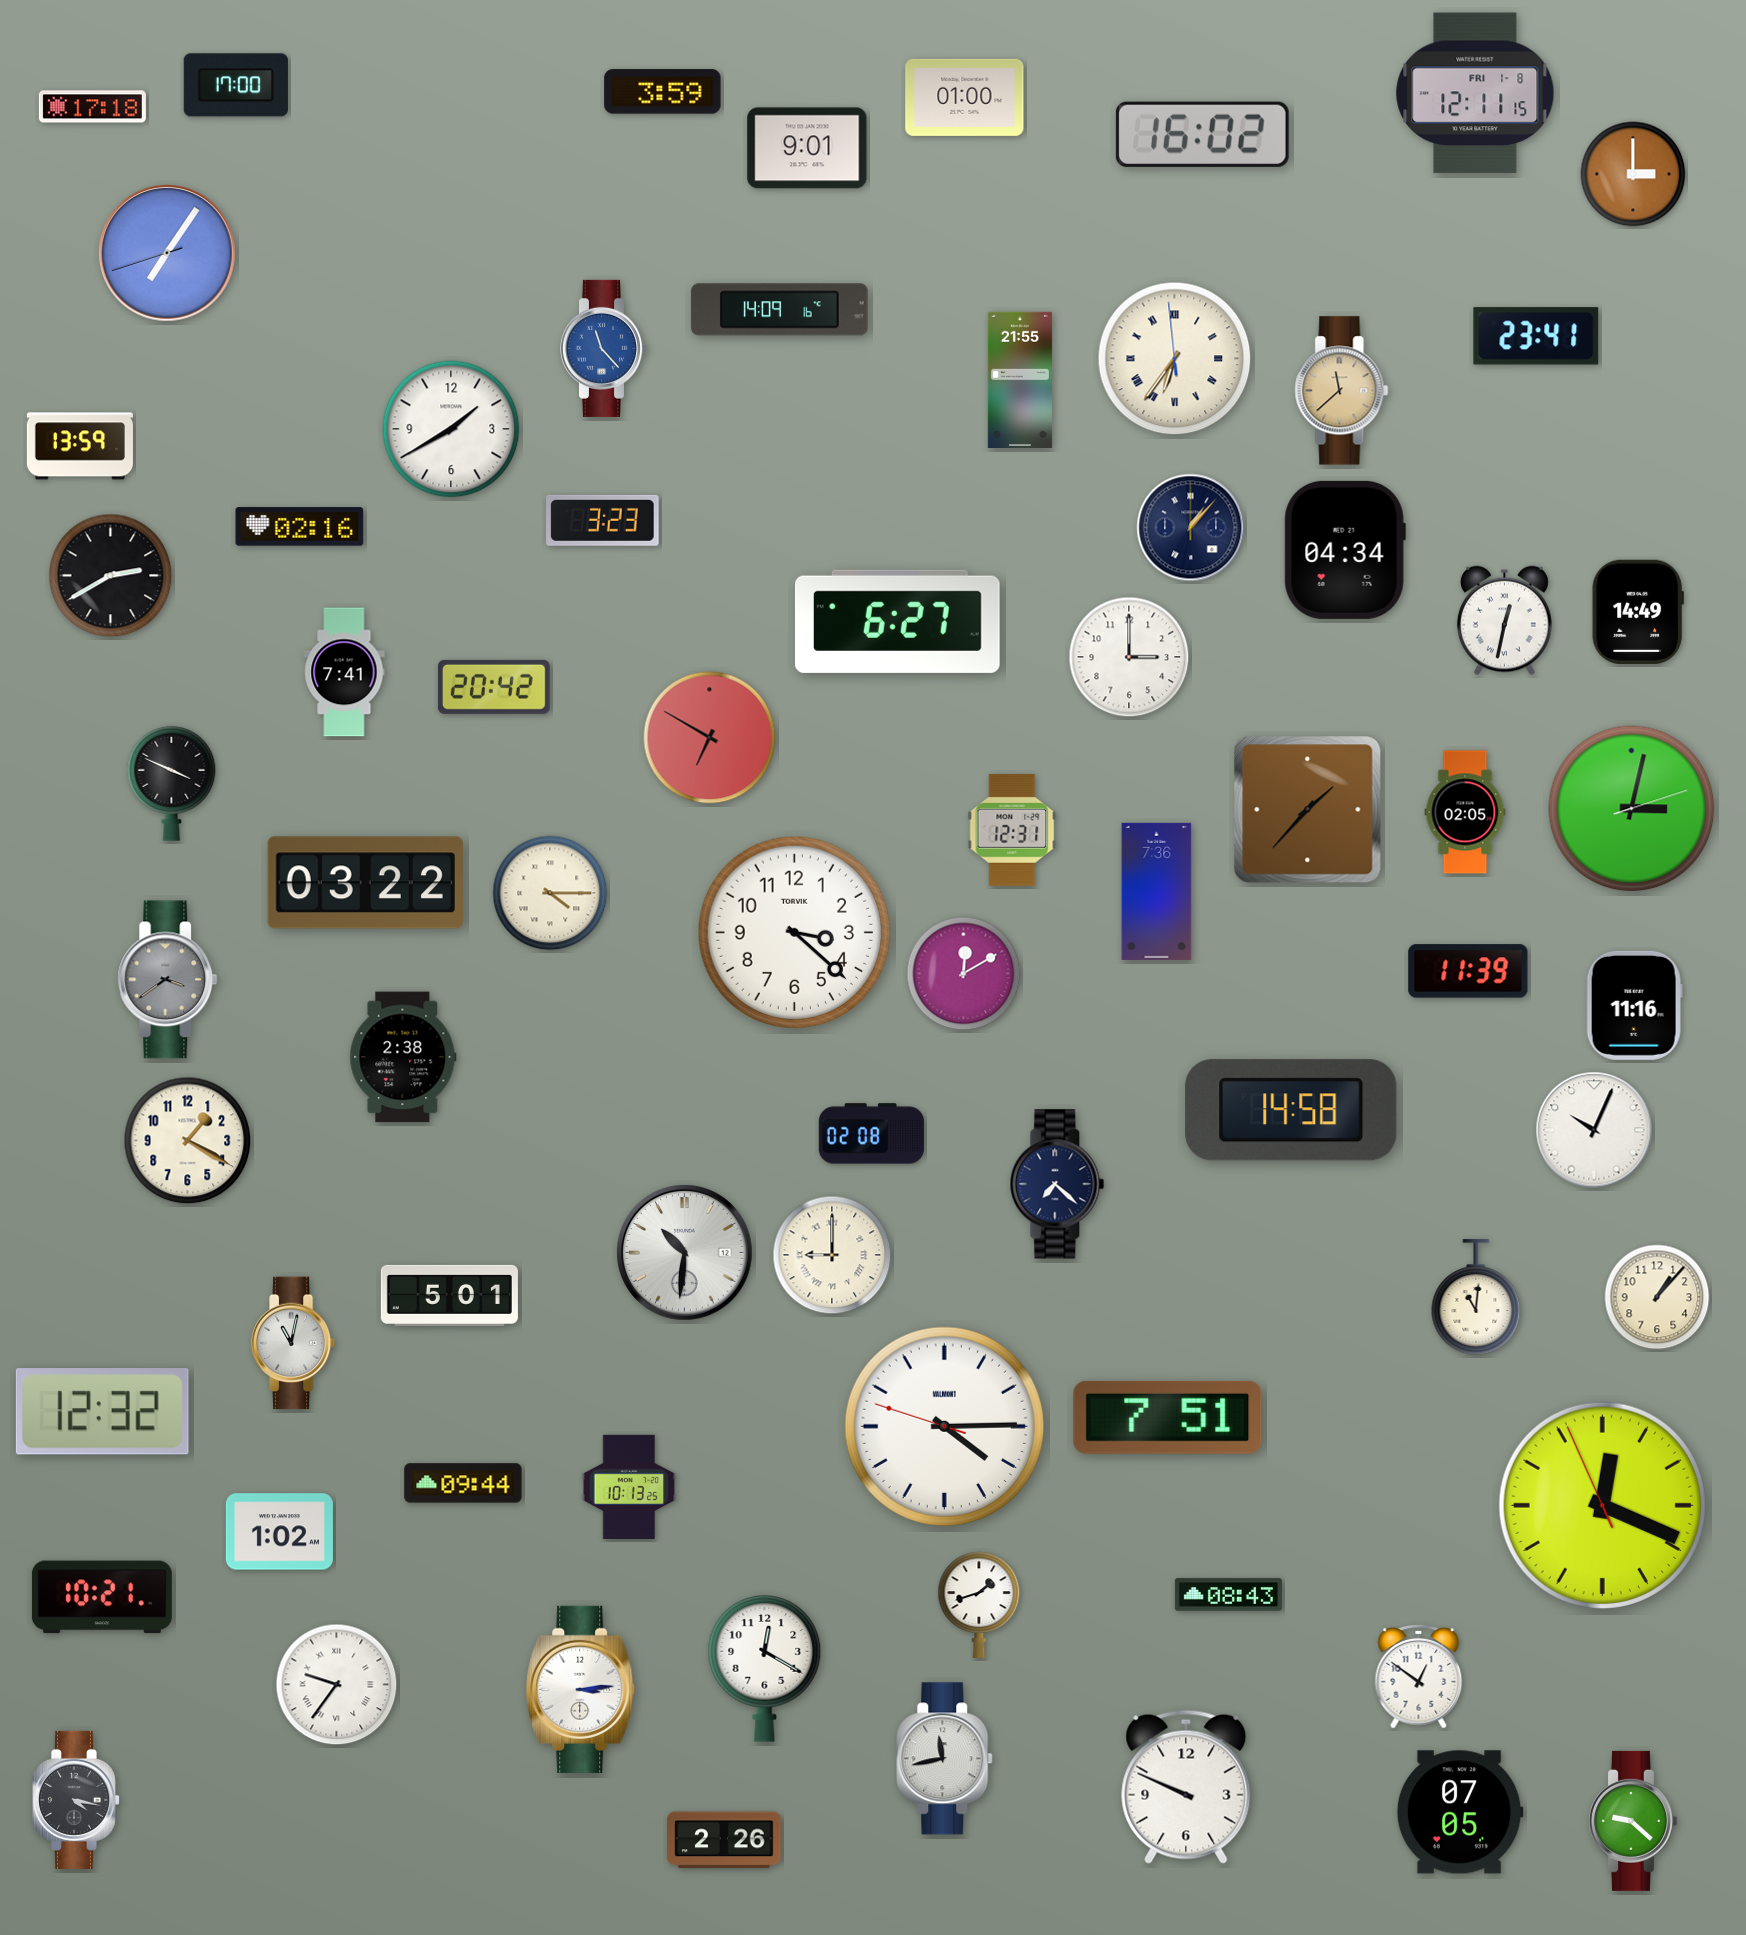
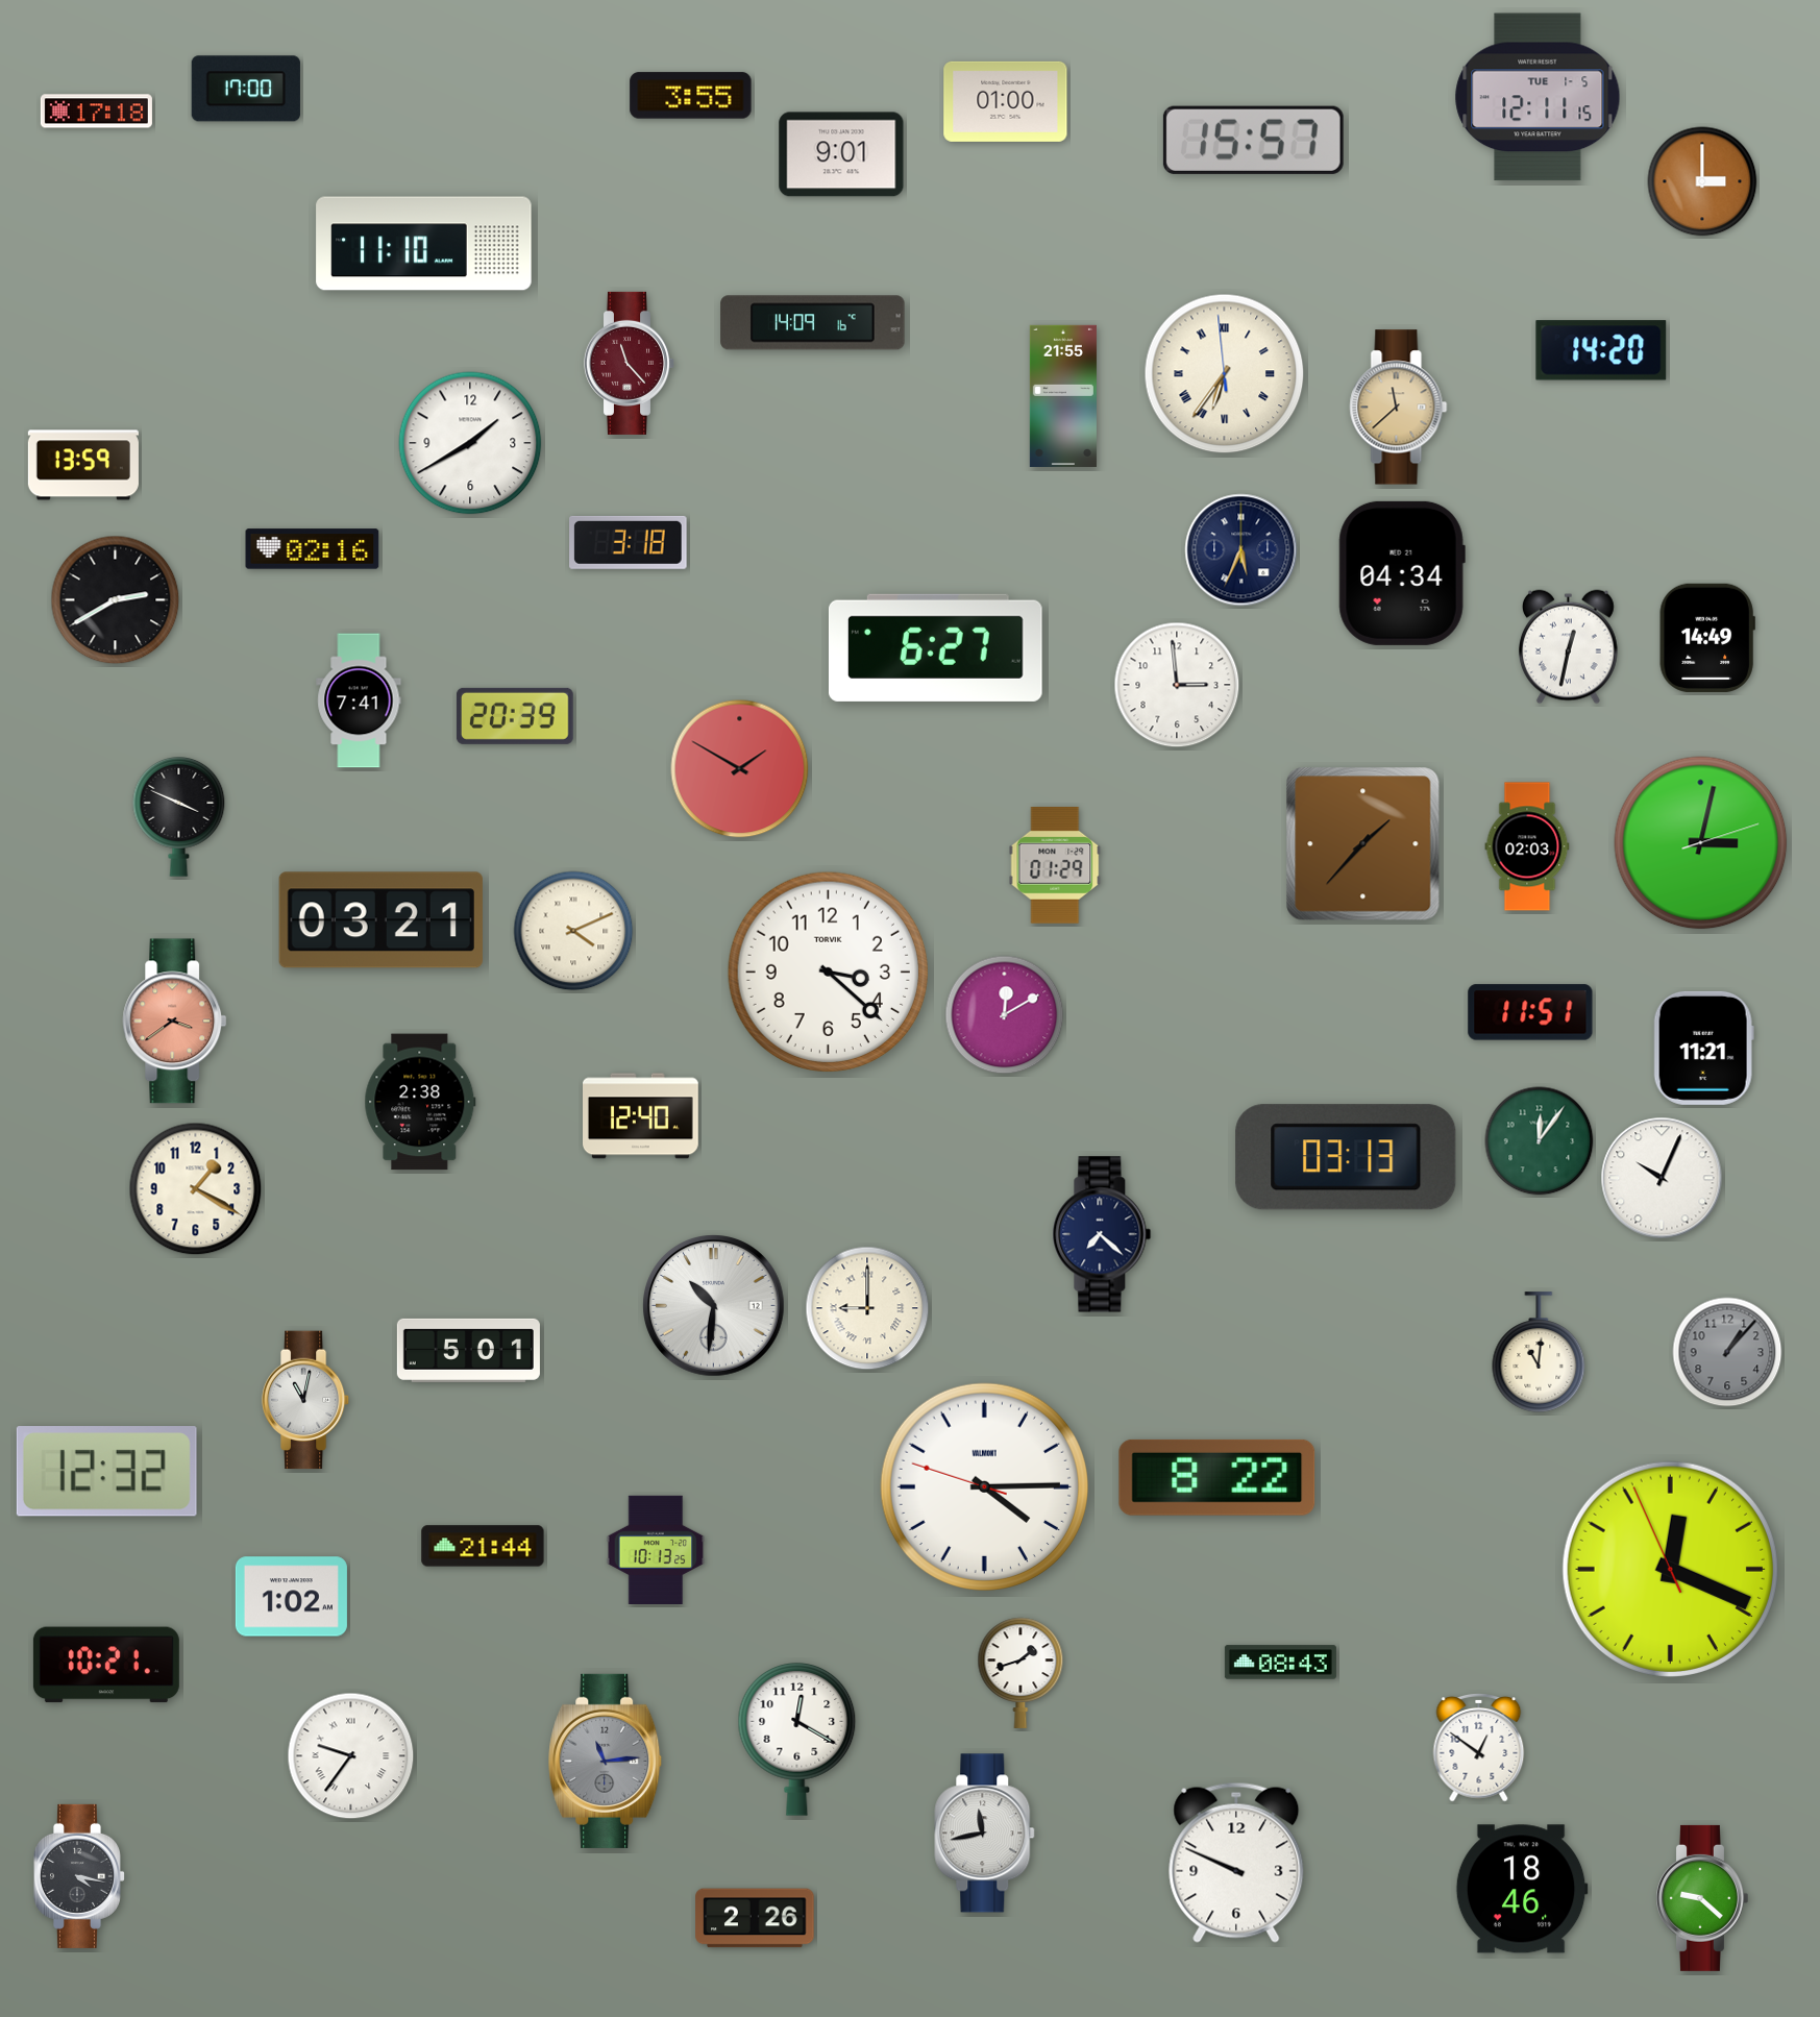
clock at (663, 92): 3:59 -> 3:55
clock at (1475, 93) date: FRI 1-8 -> TUE 1-5
clock at (1202, 134): 16:02 -> 15:57
clock at (424, 244): none -> 11:10
clock at (168, 254): 7:05 -> none
clock at (1536, 336): 23:41 -> 14:20
clock at (604, 348) dial: blue -> burgundy
clock at (451, 429) position: (451, 429) -> (470, 443)
clock at (603, 520): 3:23 -> 3:18
clock at (1191, 528): 1:07 -> 5:34
clock at (1129, 657): 3:00 -> 2:59
clock at (494, 687): 20:42 -> 20:39
clock at (710, 738): 6:50 -> 1:50
clock at (1465, 812): 02:05 -> 02:03
clock at (1012, 830): 12:31 -> 01:29
clock at (365, 883): 03:22 -> 03:21
clock at (1157, 891): 7:36 -> none
clock at (550, 893): 4:15 -> 4:11
clock at (1468, 971): 11:39 -> 11:51
clock at (168, 980) dial: grey -> salmon
clock at (1634, 1005): 11:16 -> 11:21
clock at (641, 1116): none -> 12:40
clock at (1540, 1141): none -> 12:06
clock at (1291, 1110): 14:58 -> 03:13
clock at (871, 1134): 02:08 -> none
clock at (1657, 1297) dial: cream -> grey
clock at (1168, 1417): 7:51 -> 8:22
clock at (463, 1483): 09:44 -> 21:44
clock at (581, 1689): 3:14 -> 11:14
clock at (581, 1689) dial: white -> grey
clock at (1460, 1812): 07:05 -> 18:46
